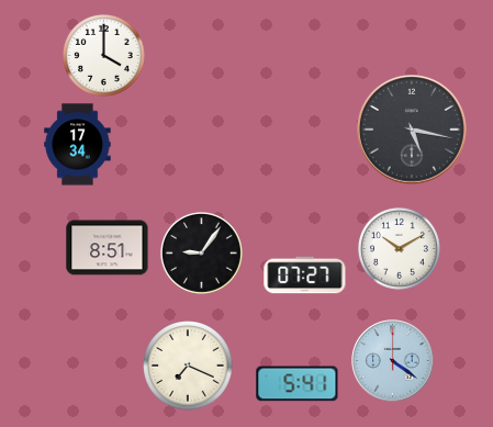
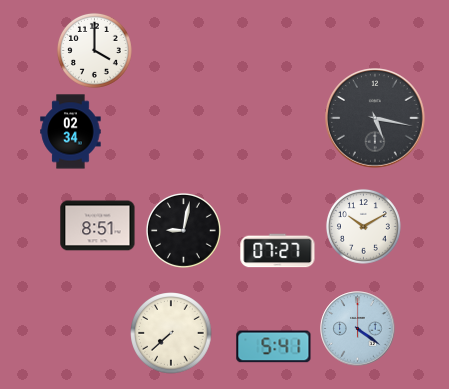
clock at (78, 145): 17:34 -> 02:34
clock at (201, 252): 9:06 -> 9:02
clock at (188, 366): 7:19 -> 7:38
clock at (298, 384) position: (298, 384) -> (274, 347)
